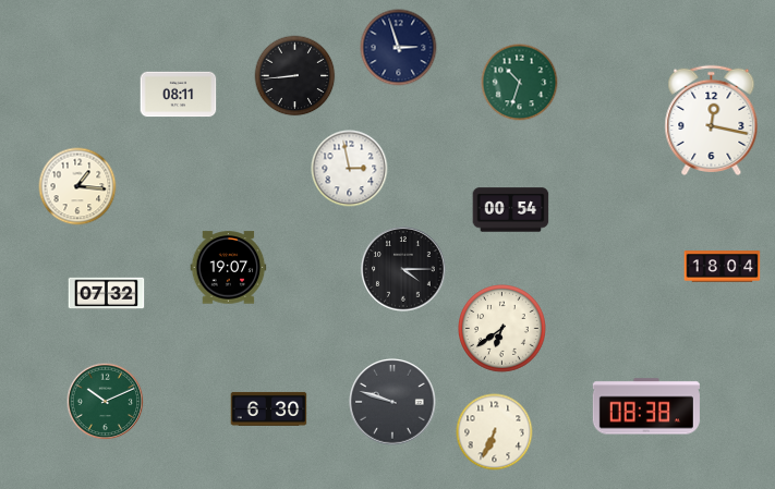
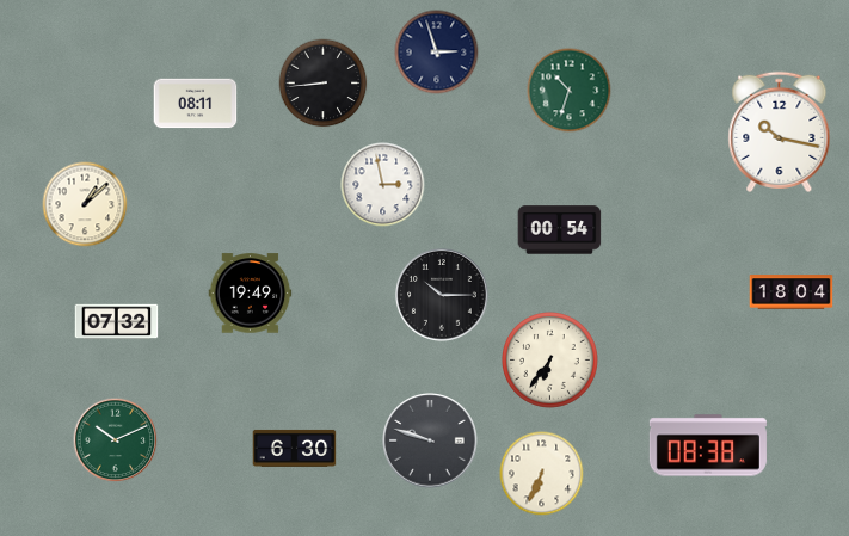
clock at (712, 120): 12:17 -> 10:17
clock at (77, 186): 1:16 -> 1:08
clock at (229, 268): 19:07 -> 19:49
clock at (404, 269): 4:15 -> 10:15
clock at (502, 329): 6:39 -> 6:36
